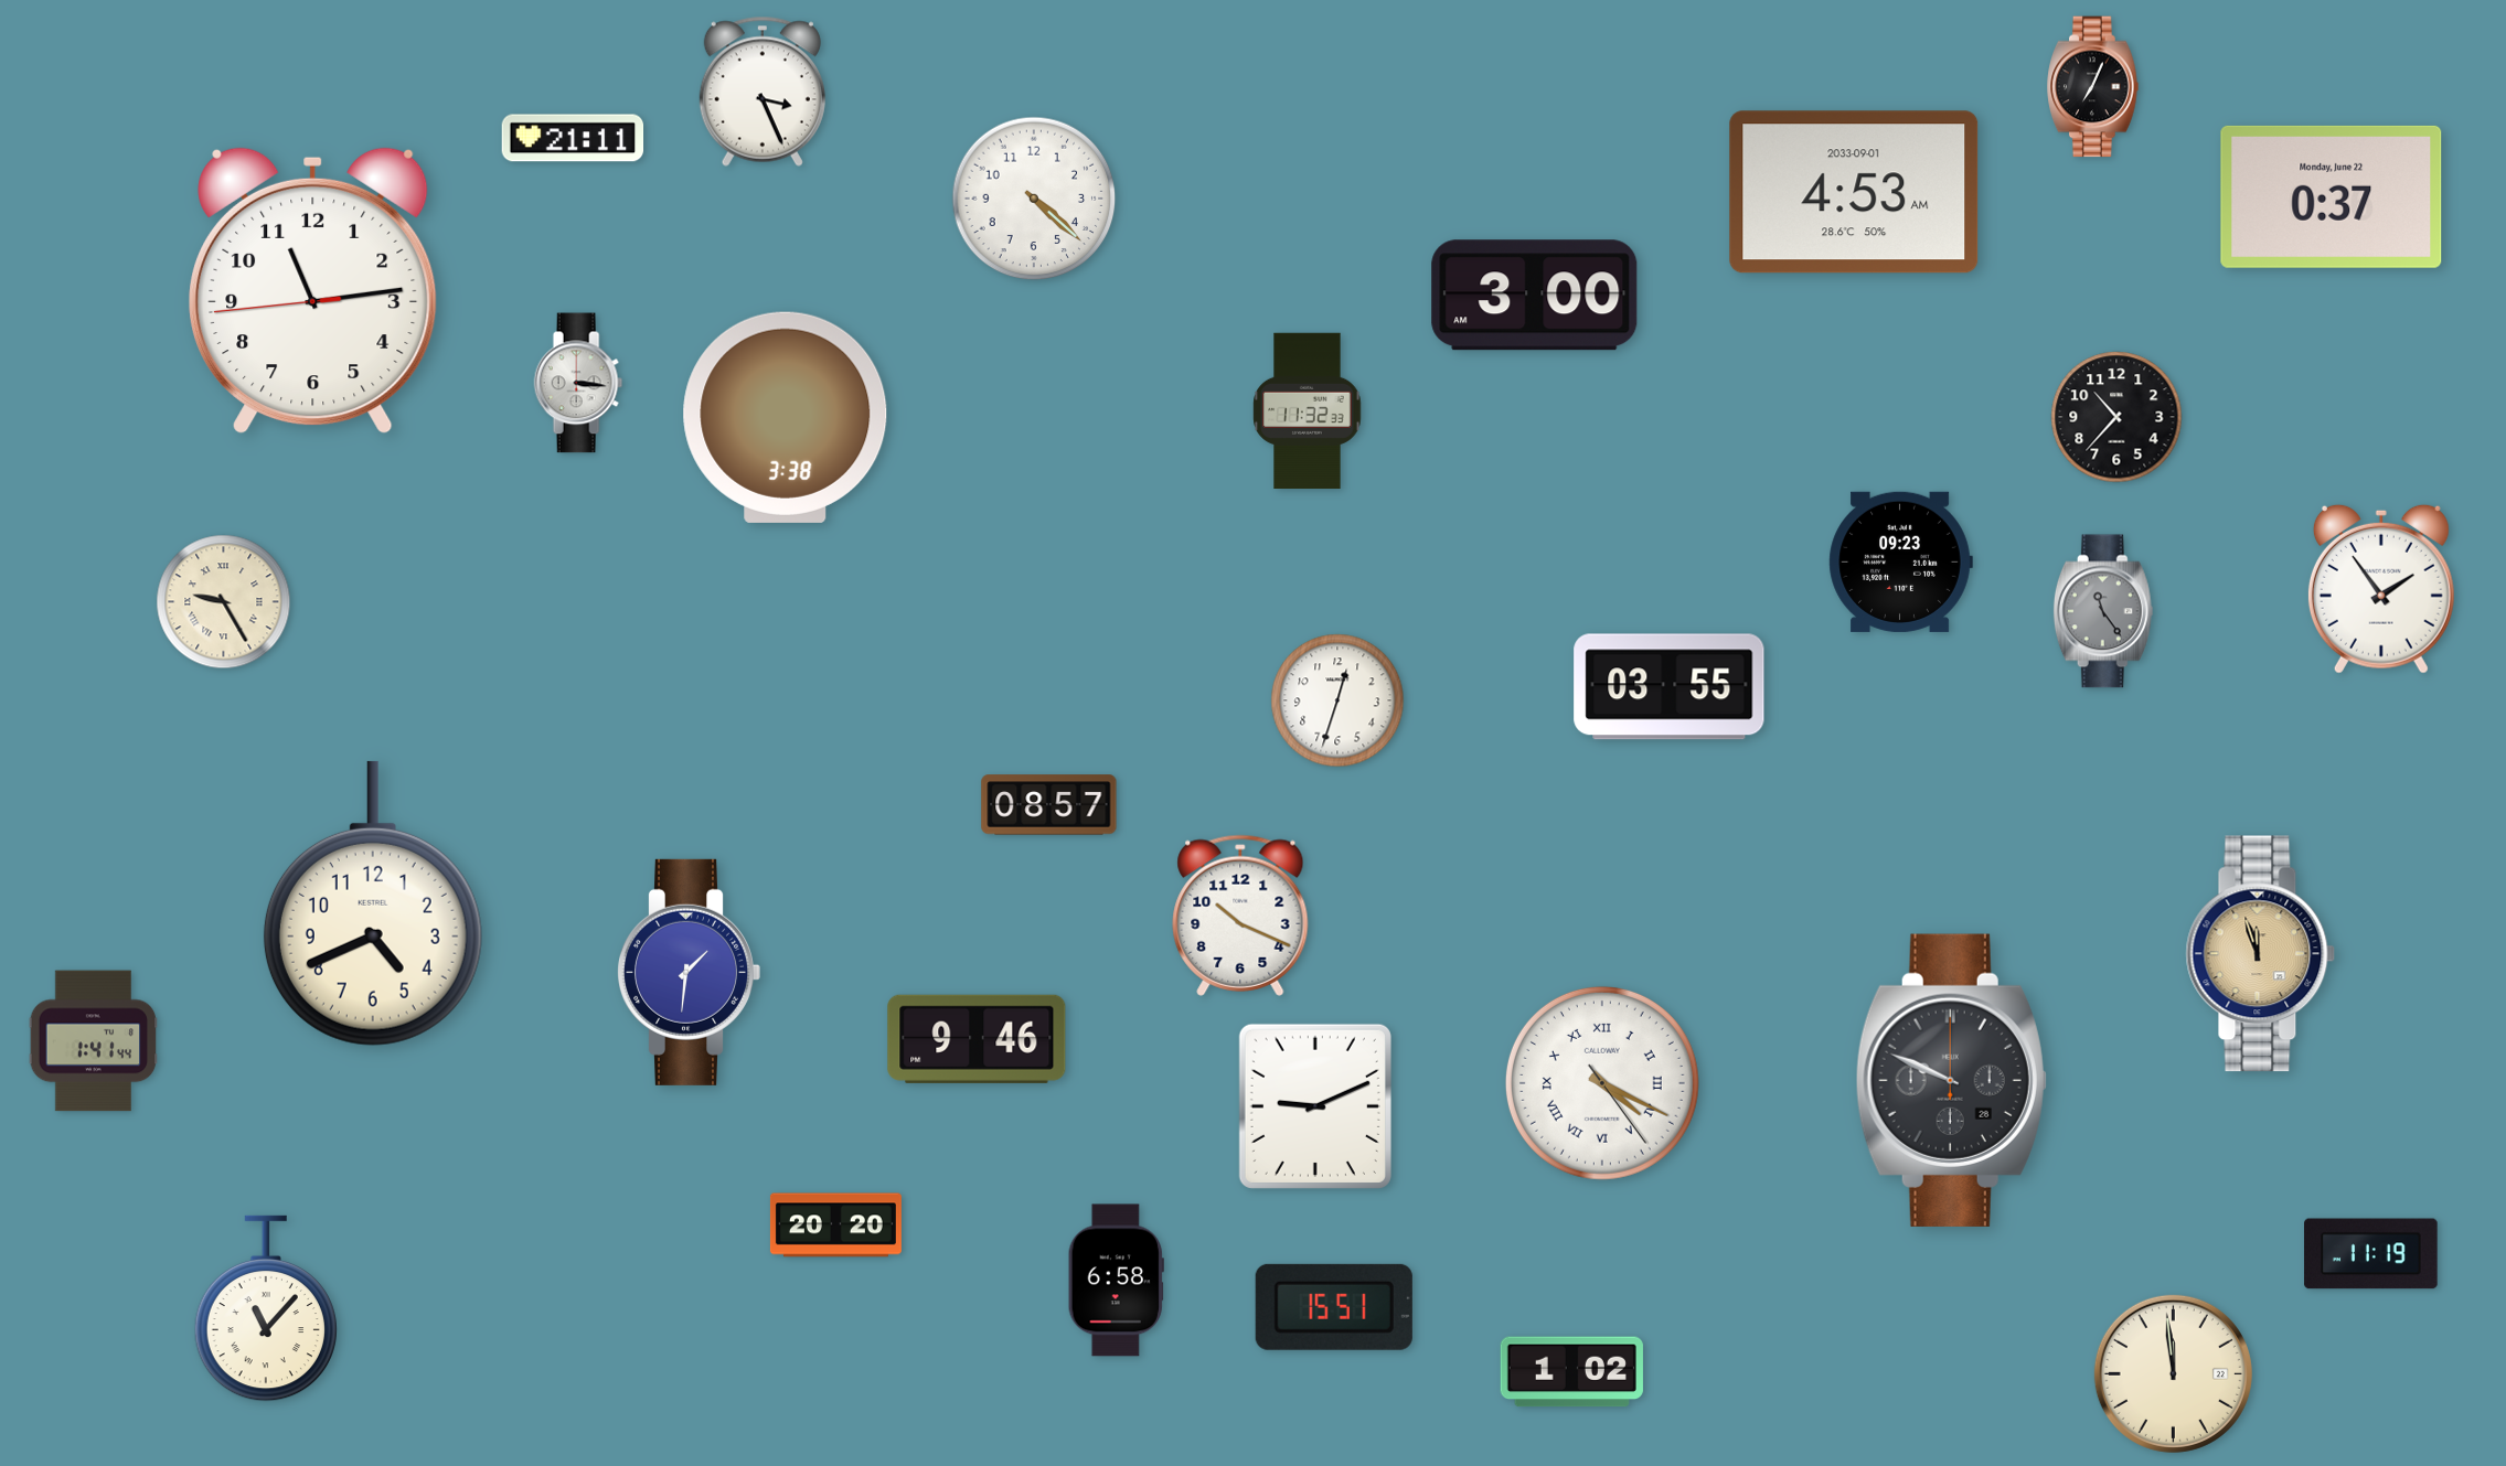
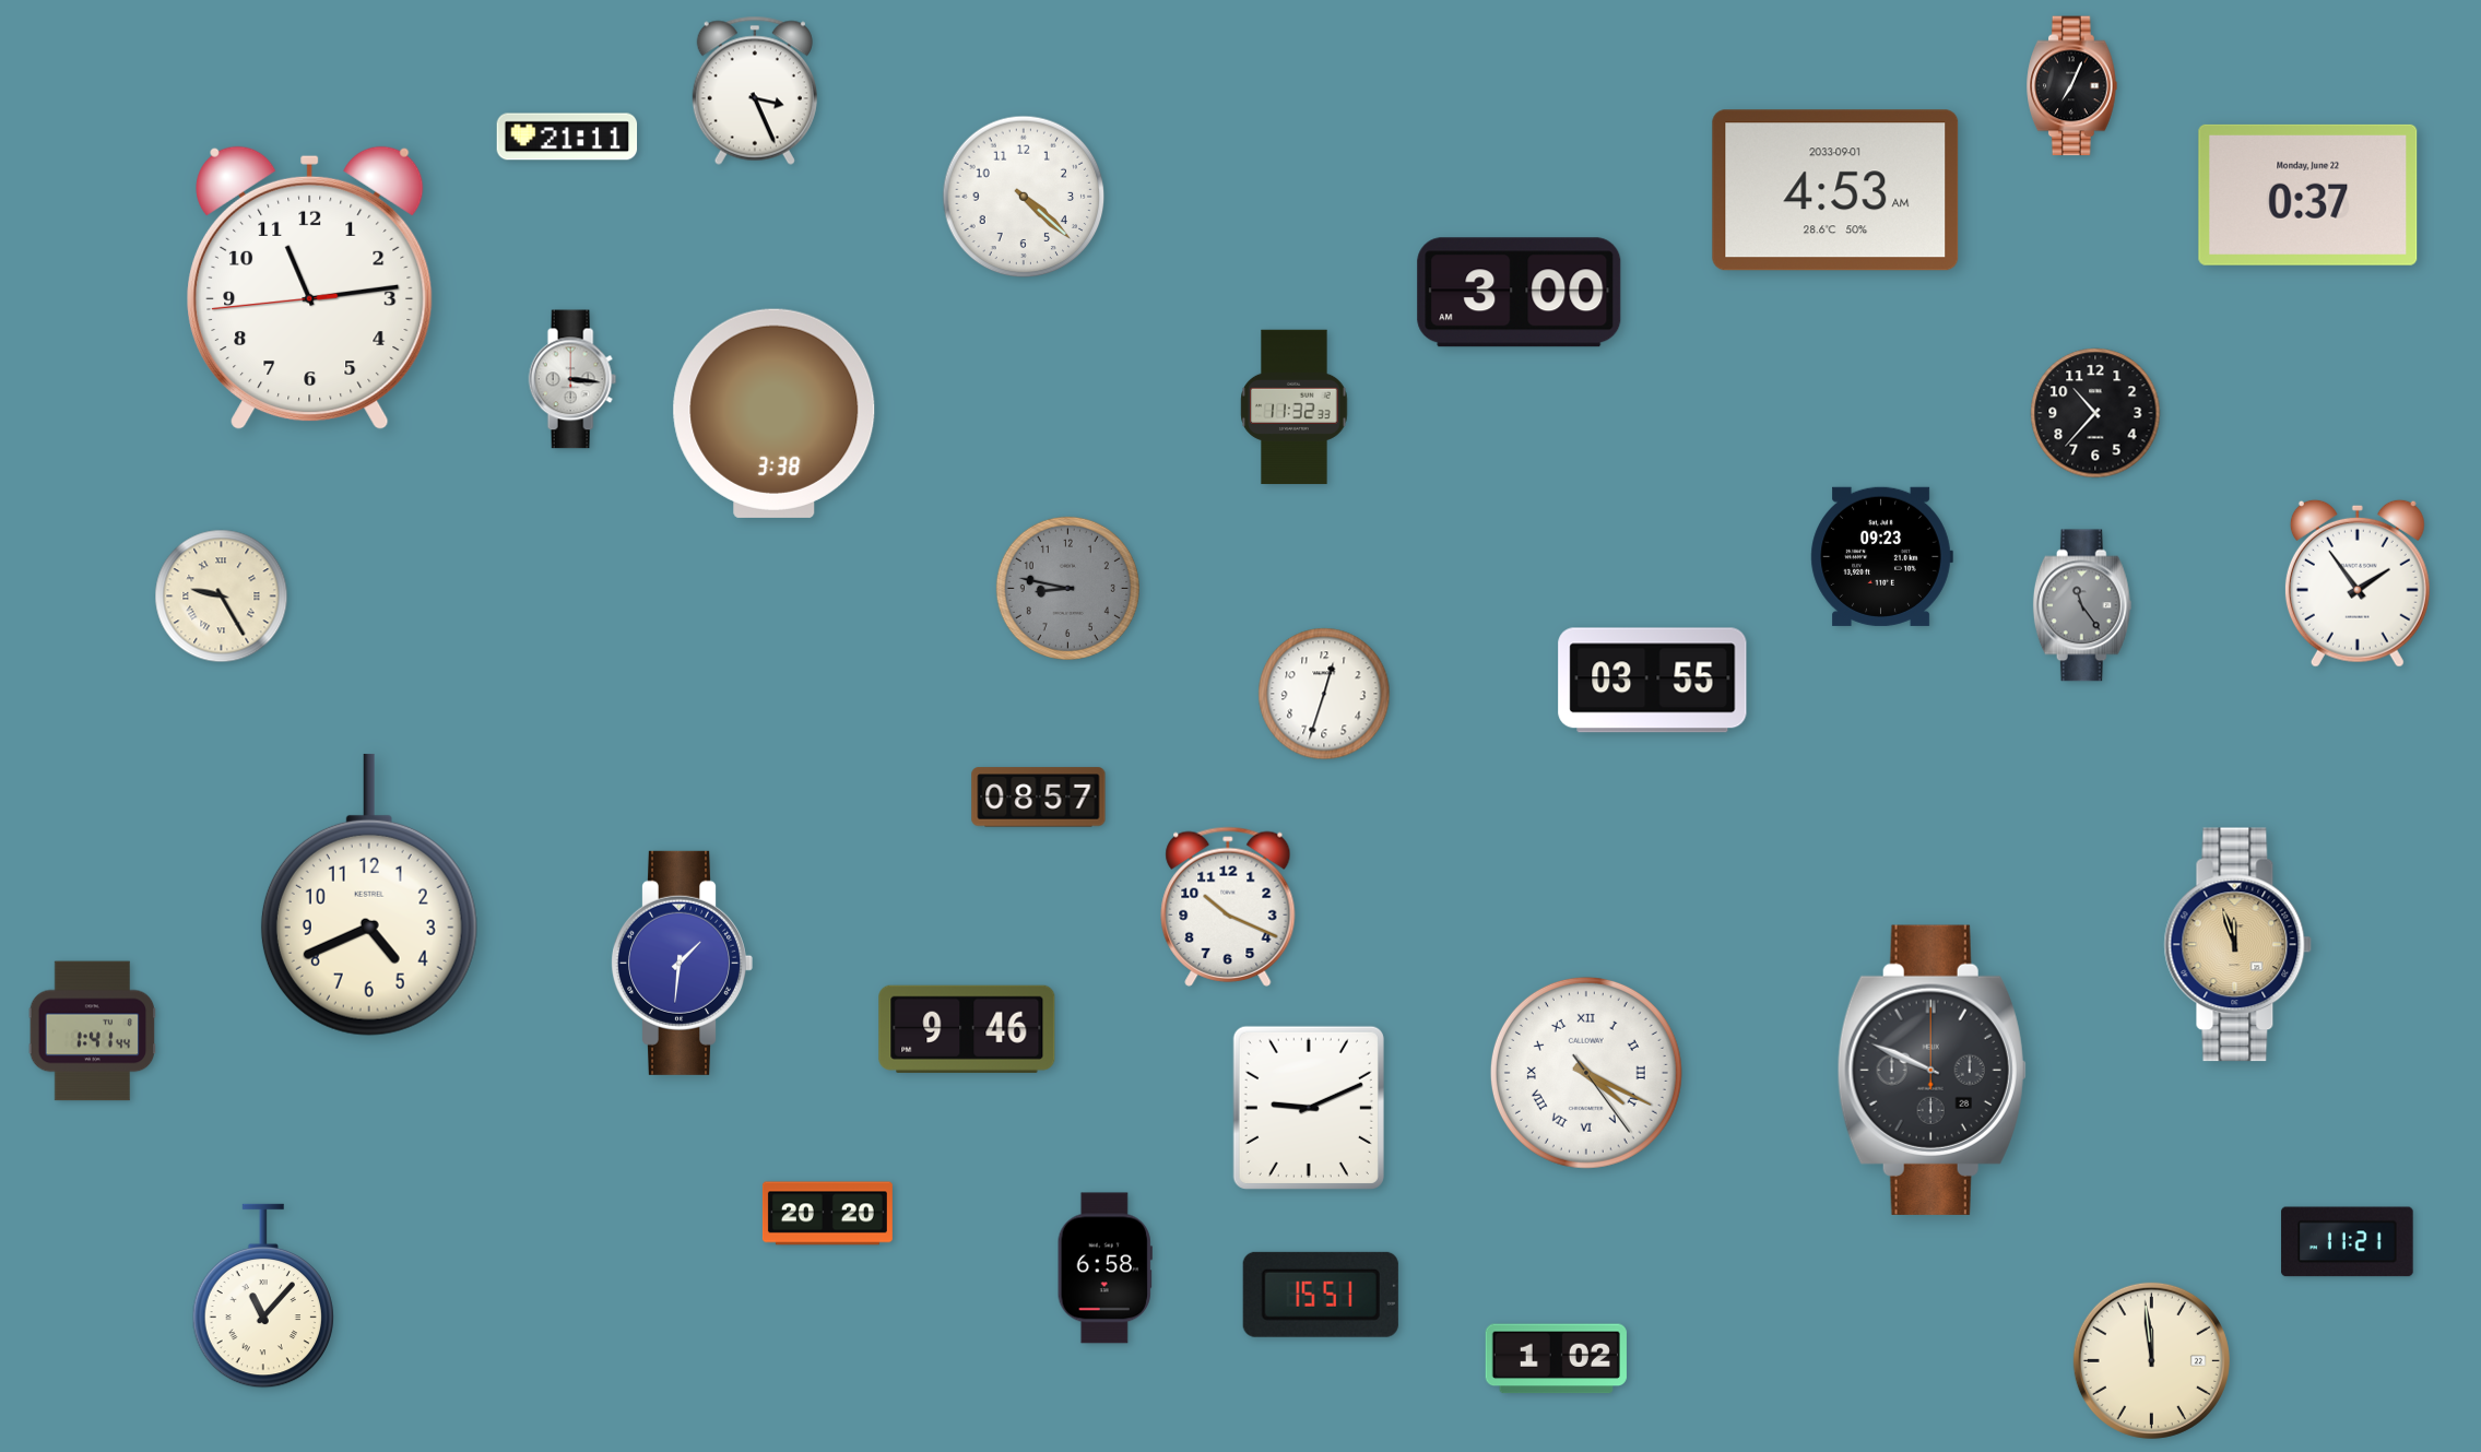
clock at (786, 417) position: (786, 417) -> (775, 413)
clock at (1067, 588): none -> 8:47
clock at (1315, 1106) position: (1315, 1106) -> (1309, 1108)
clock at (2371, 1254): 11:19 -> 11:21
